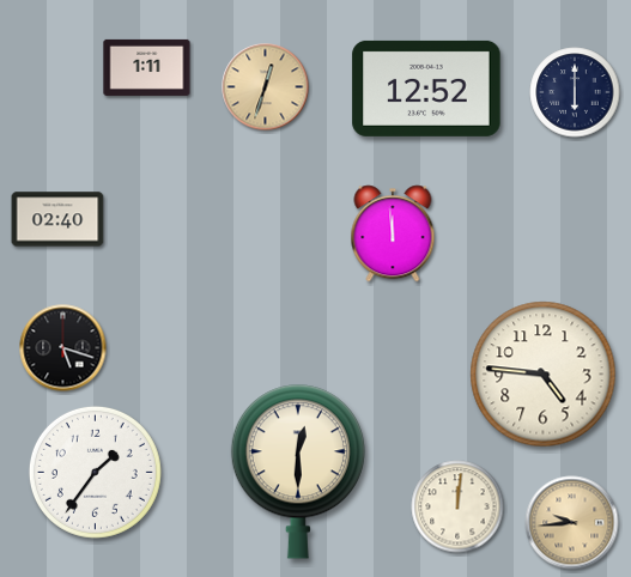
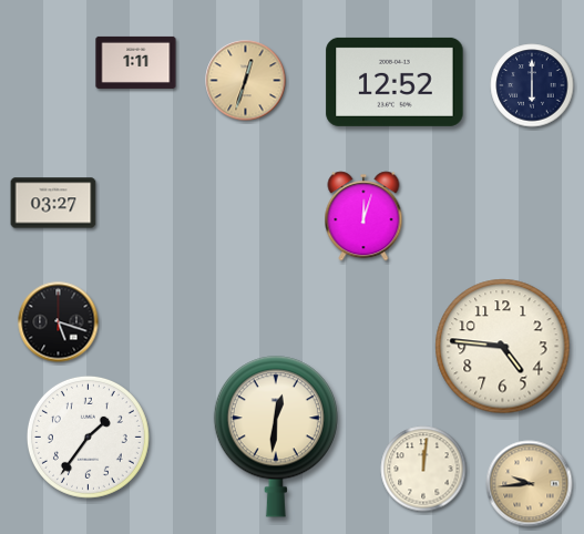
clock at (57, 219): 02:40 -> 03:27
clock at (393, 233): 11:59 -> 12:03
clock at (298, 472): 12:30 -> 12:31
